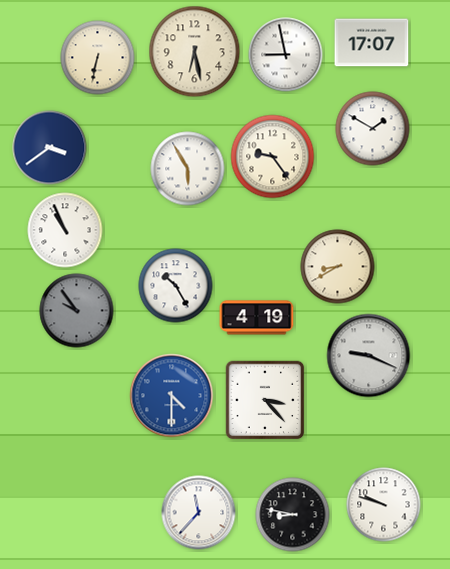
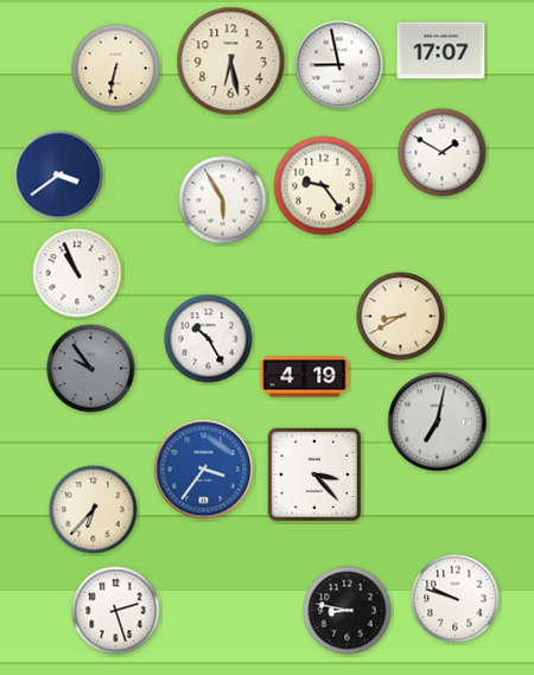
clock at (369, 356): 9:19 -> 7:02
clock at (172, 396): 4:30 -> 3:36
clock at (94, 510): none -> 6:37
clock at (199, 513): 11:37 -> none
clock at (116, 611): none -> 2:27
